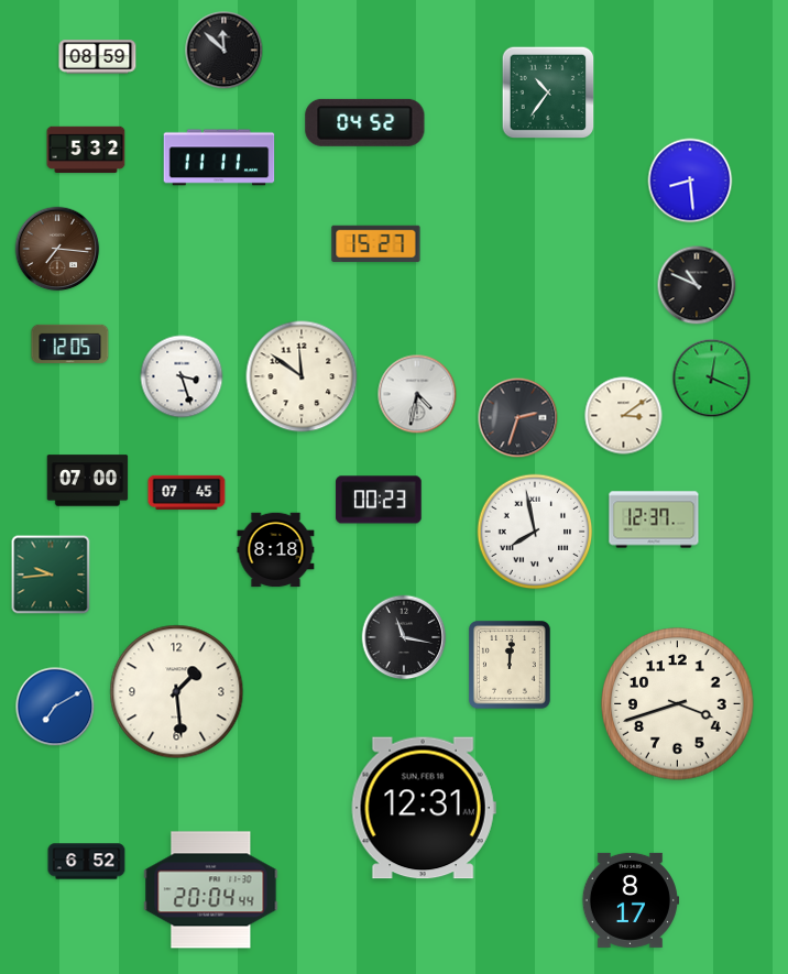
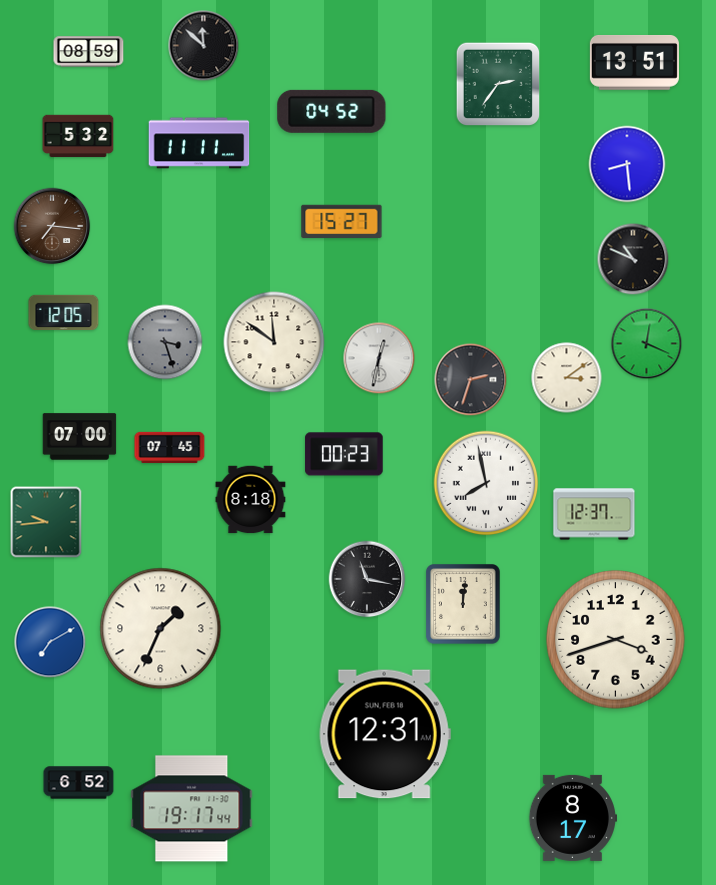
clock at (634, 63): none -> 13:51
clock at (548, 92): 10:36 -> 2:36
clock at (182, 376) dial: white -> grey
clock at (417, 394): 4:32 -> 12:32
clock at (654, 519) position: (654, 519) -> (594, 514)
clock at (177, 692): 1:29 -> 1:34
clock at (211, 890): 20:04 -> 19:17
